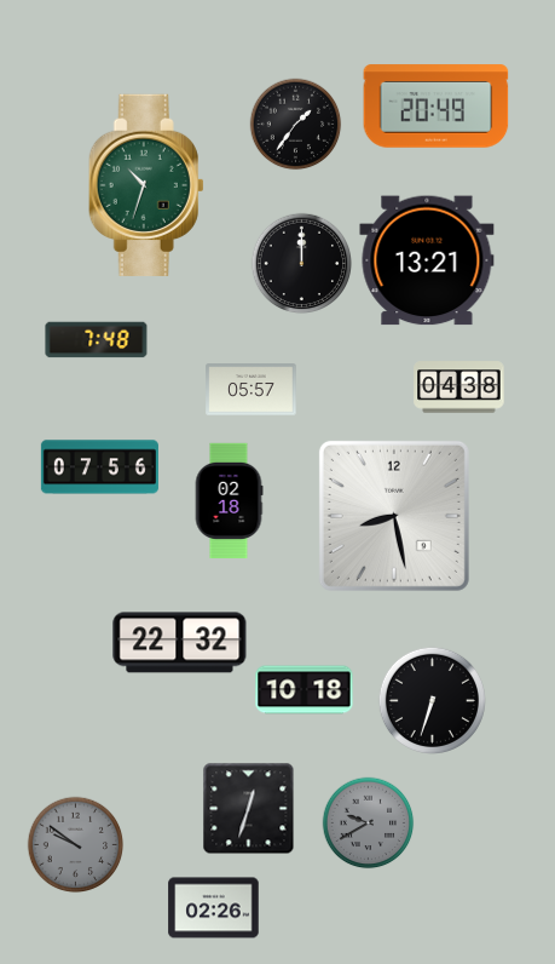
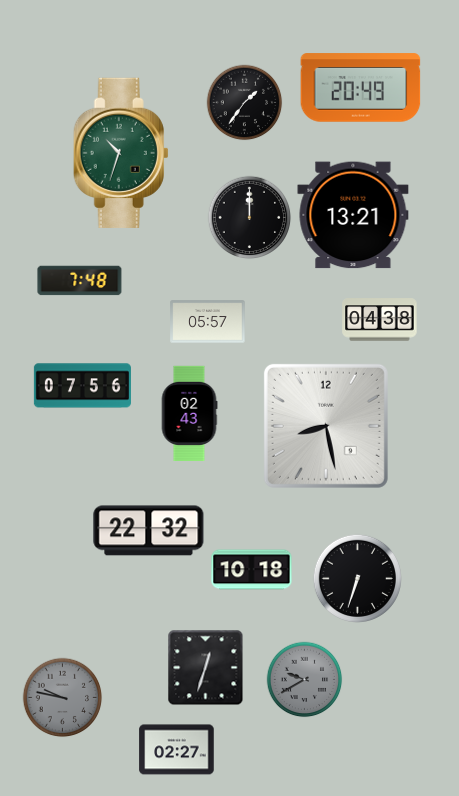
clock at (229, 500): 02:18 -> 02:43
clock at (76, 845): 9:51 -> 9:47
clock at (214, 908): 02:26 -> 02:27
